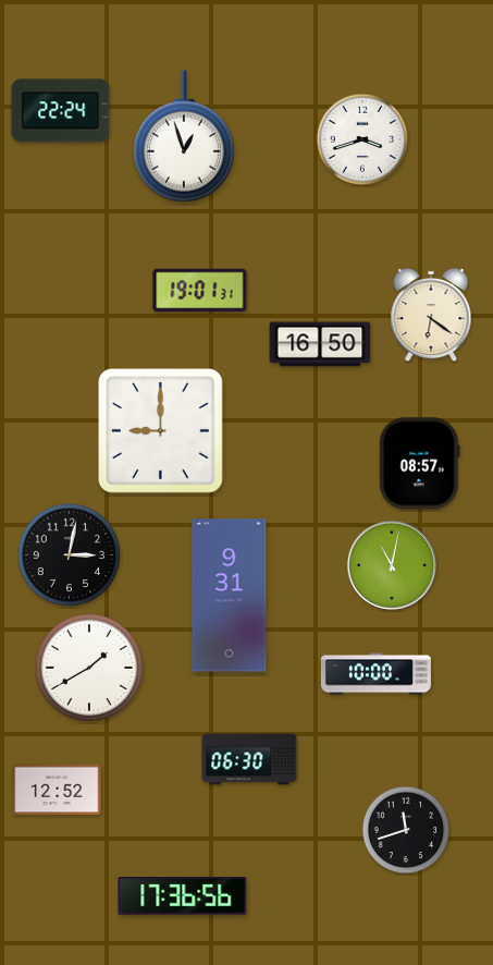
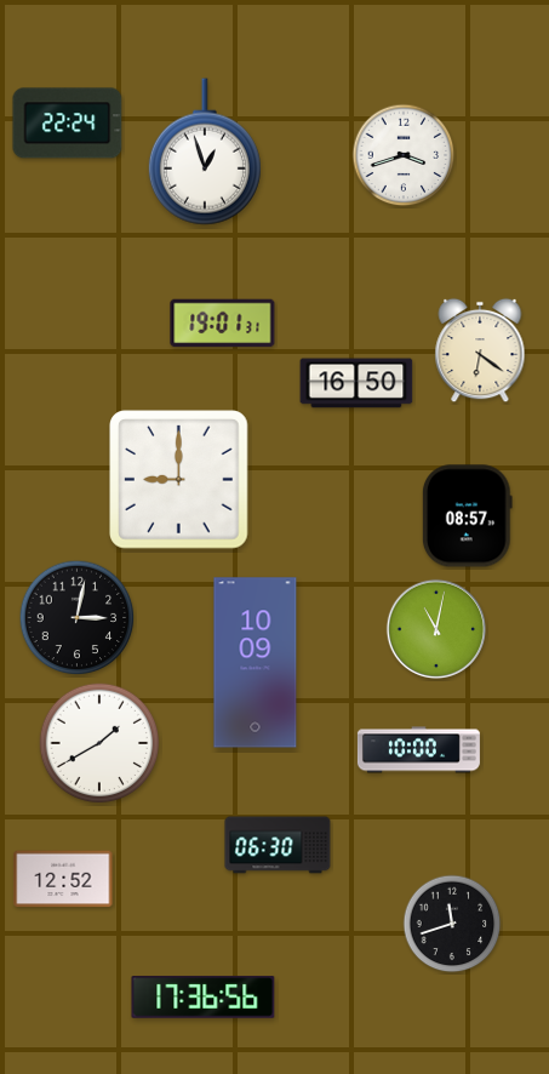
clock at (230, 596): 9:31 -> 10:09
